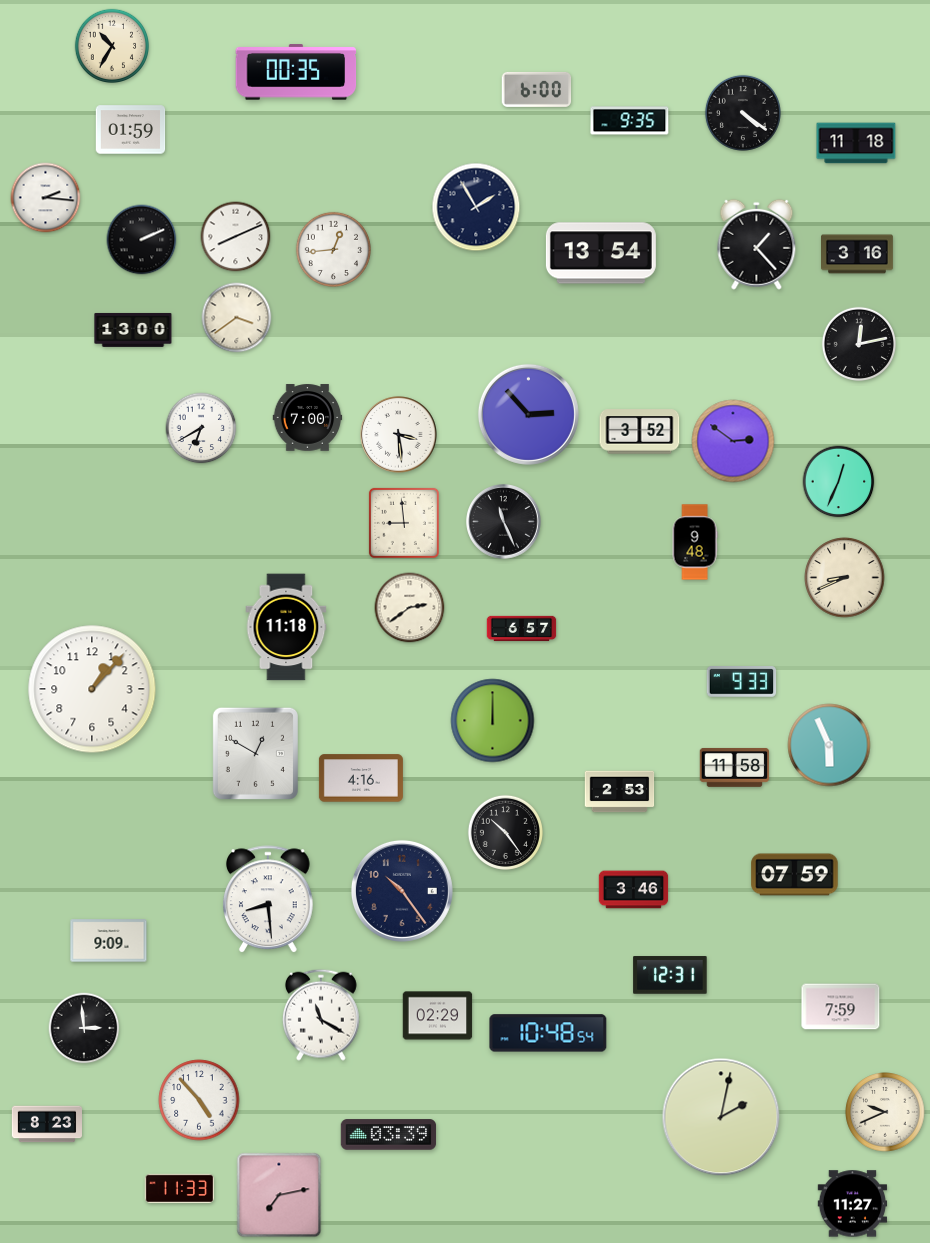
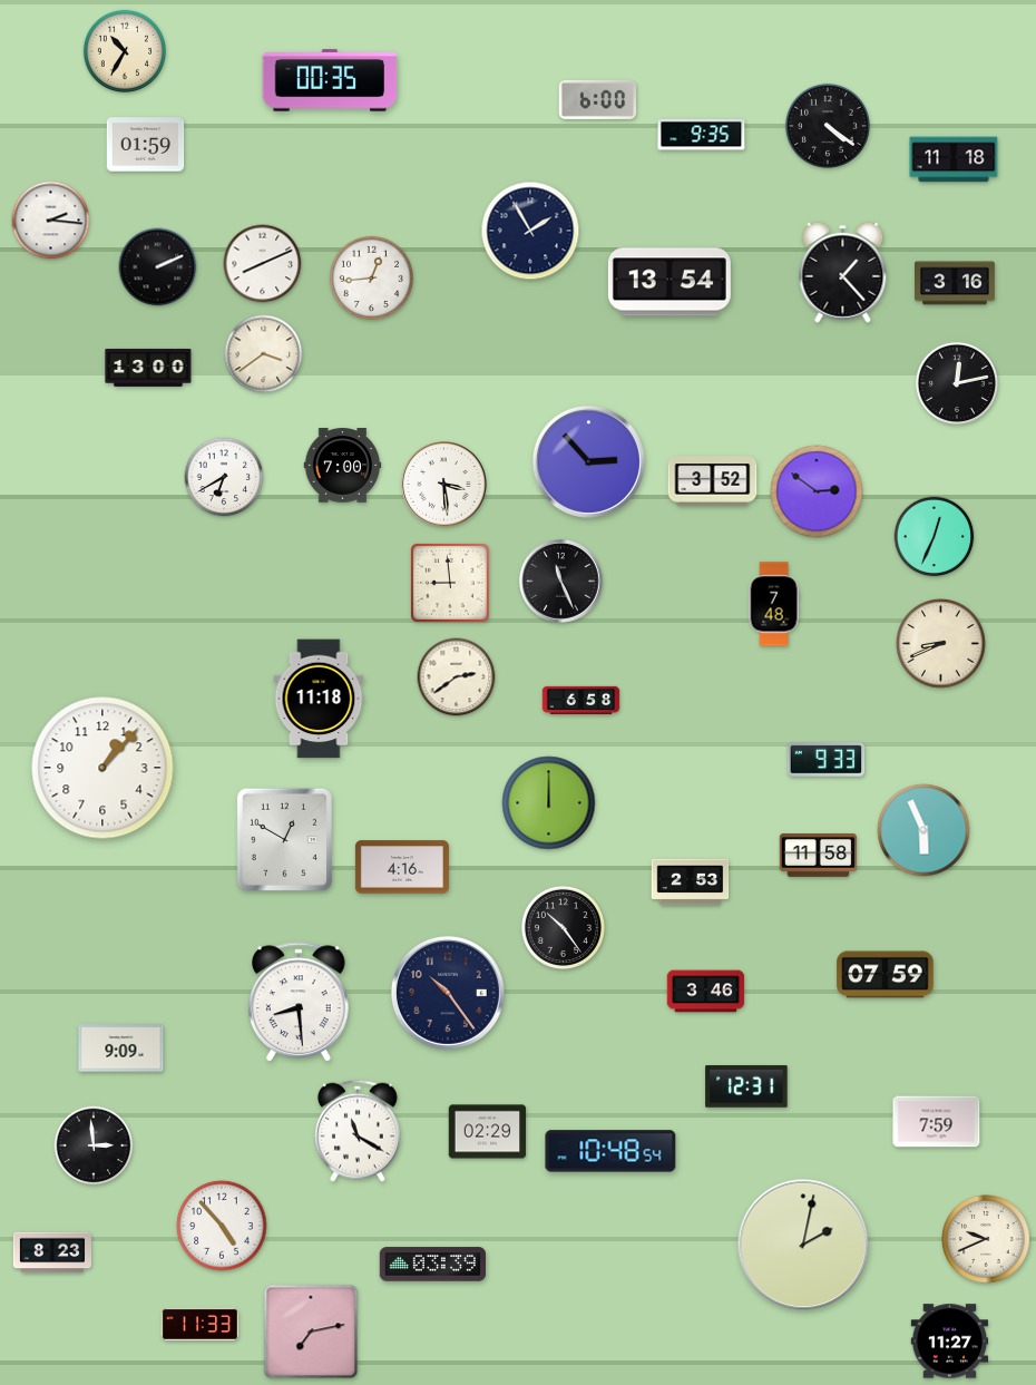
clock at (695, 542): 9:48 -> 7:48
clock at (522, 629): 6:57 -> 6:58
